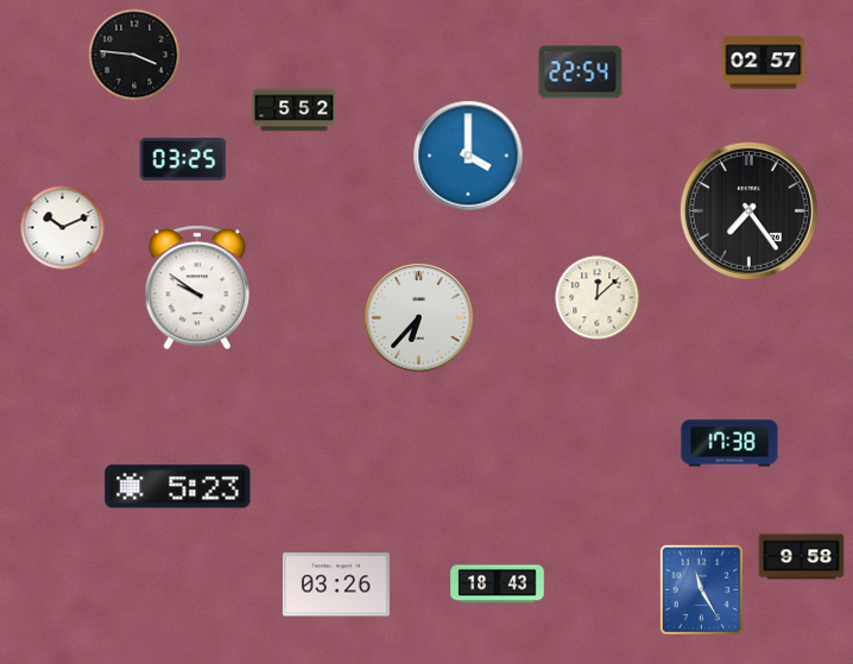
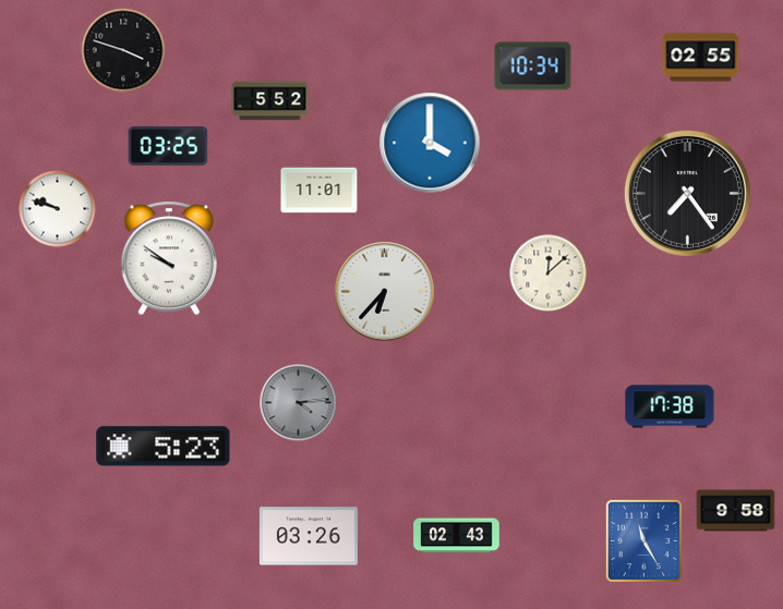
clock at (134, 55): 3:46 -> 3:48
clock at (764, 63): 02:57 -> 02:55
clock at (581, 72): 22:54 -> 10:34
clock at (320, 191): none -> 11:01
clock at (63, 228): 10:11 -> 9:48
clock at (196, 287) position: (196, 287) -> (168, 258)
clock at (299, 403): none -> 4:14
clock at (498, 584): 18:43 -> 02:43
